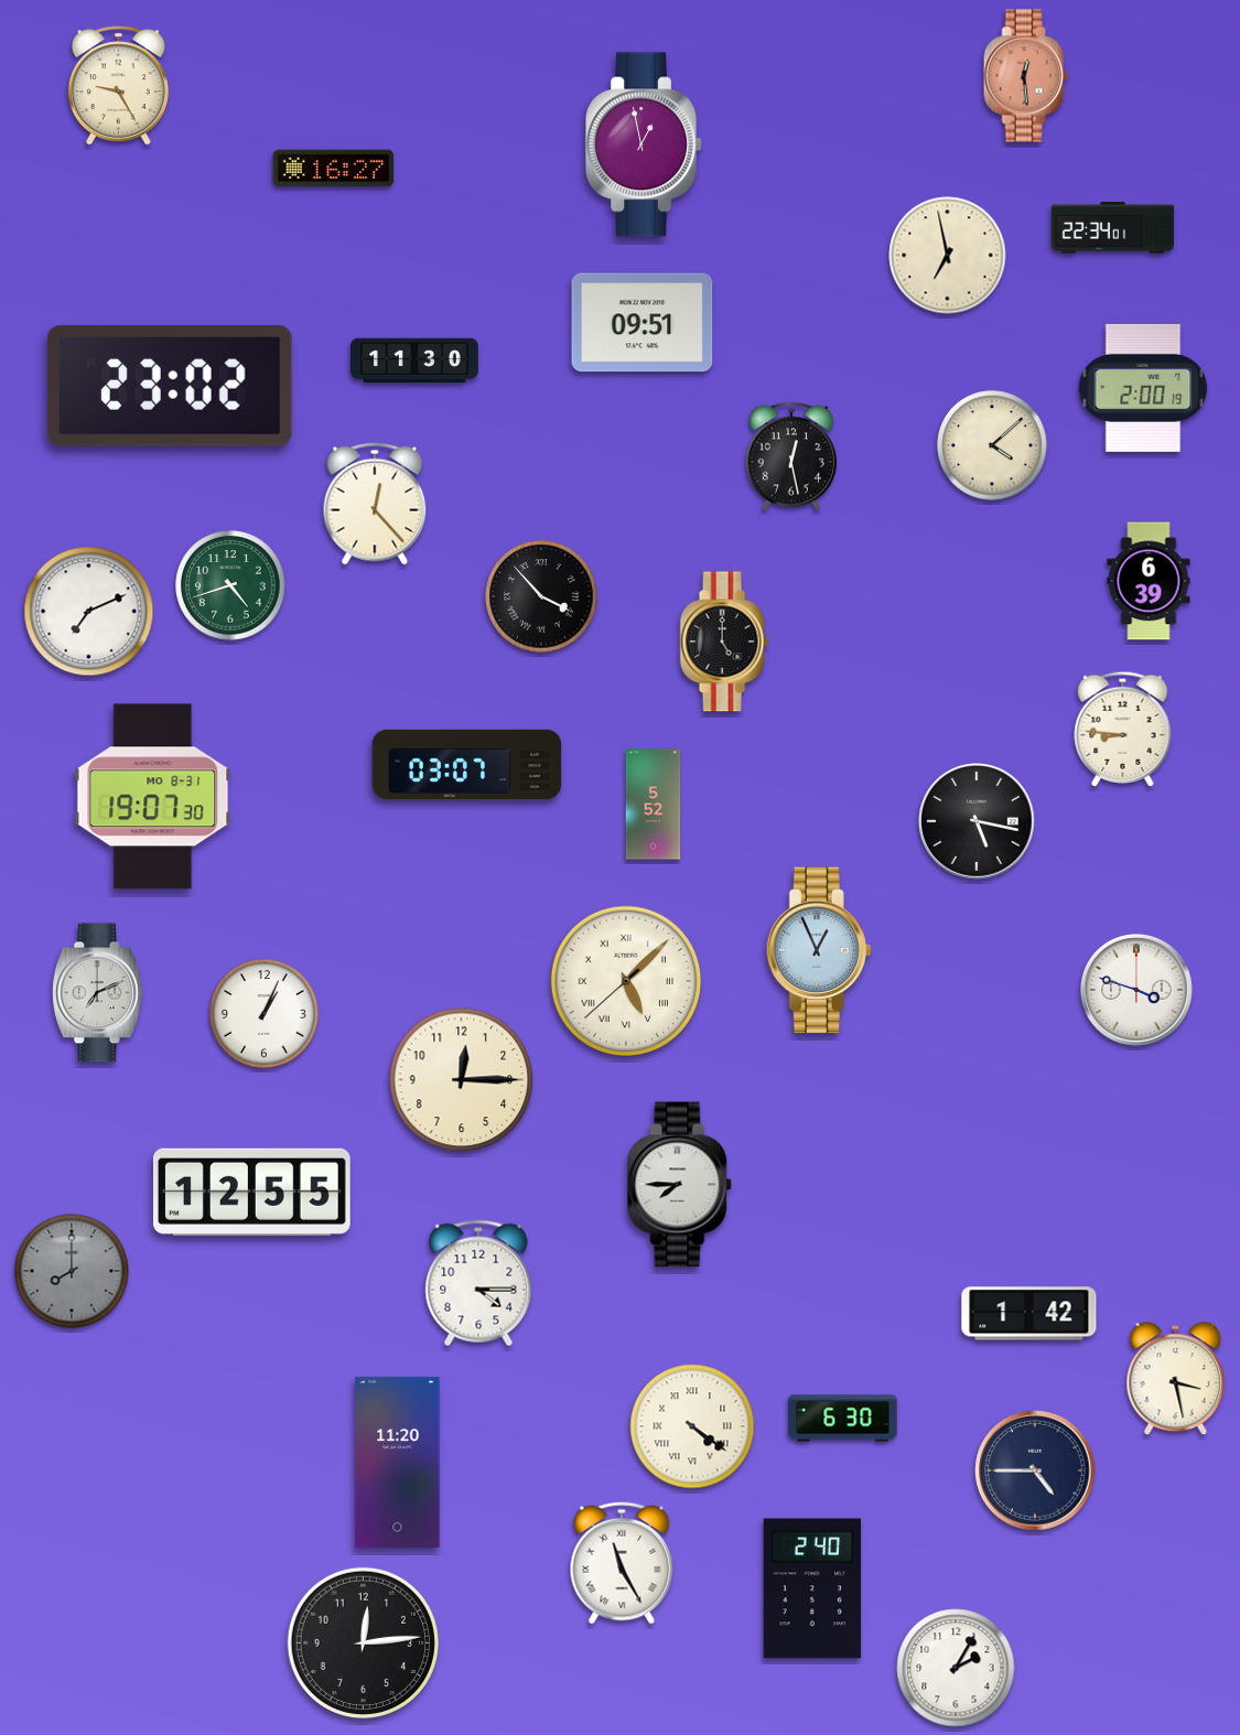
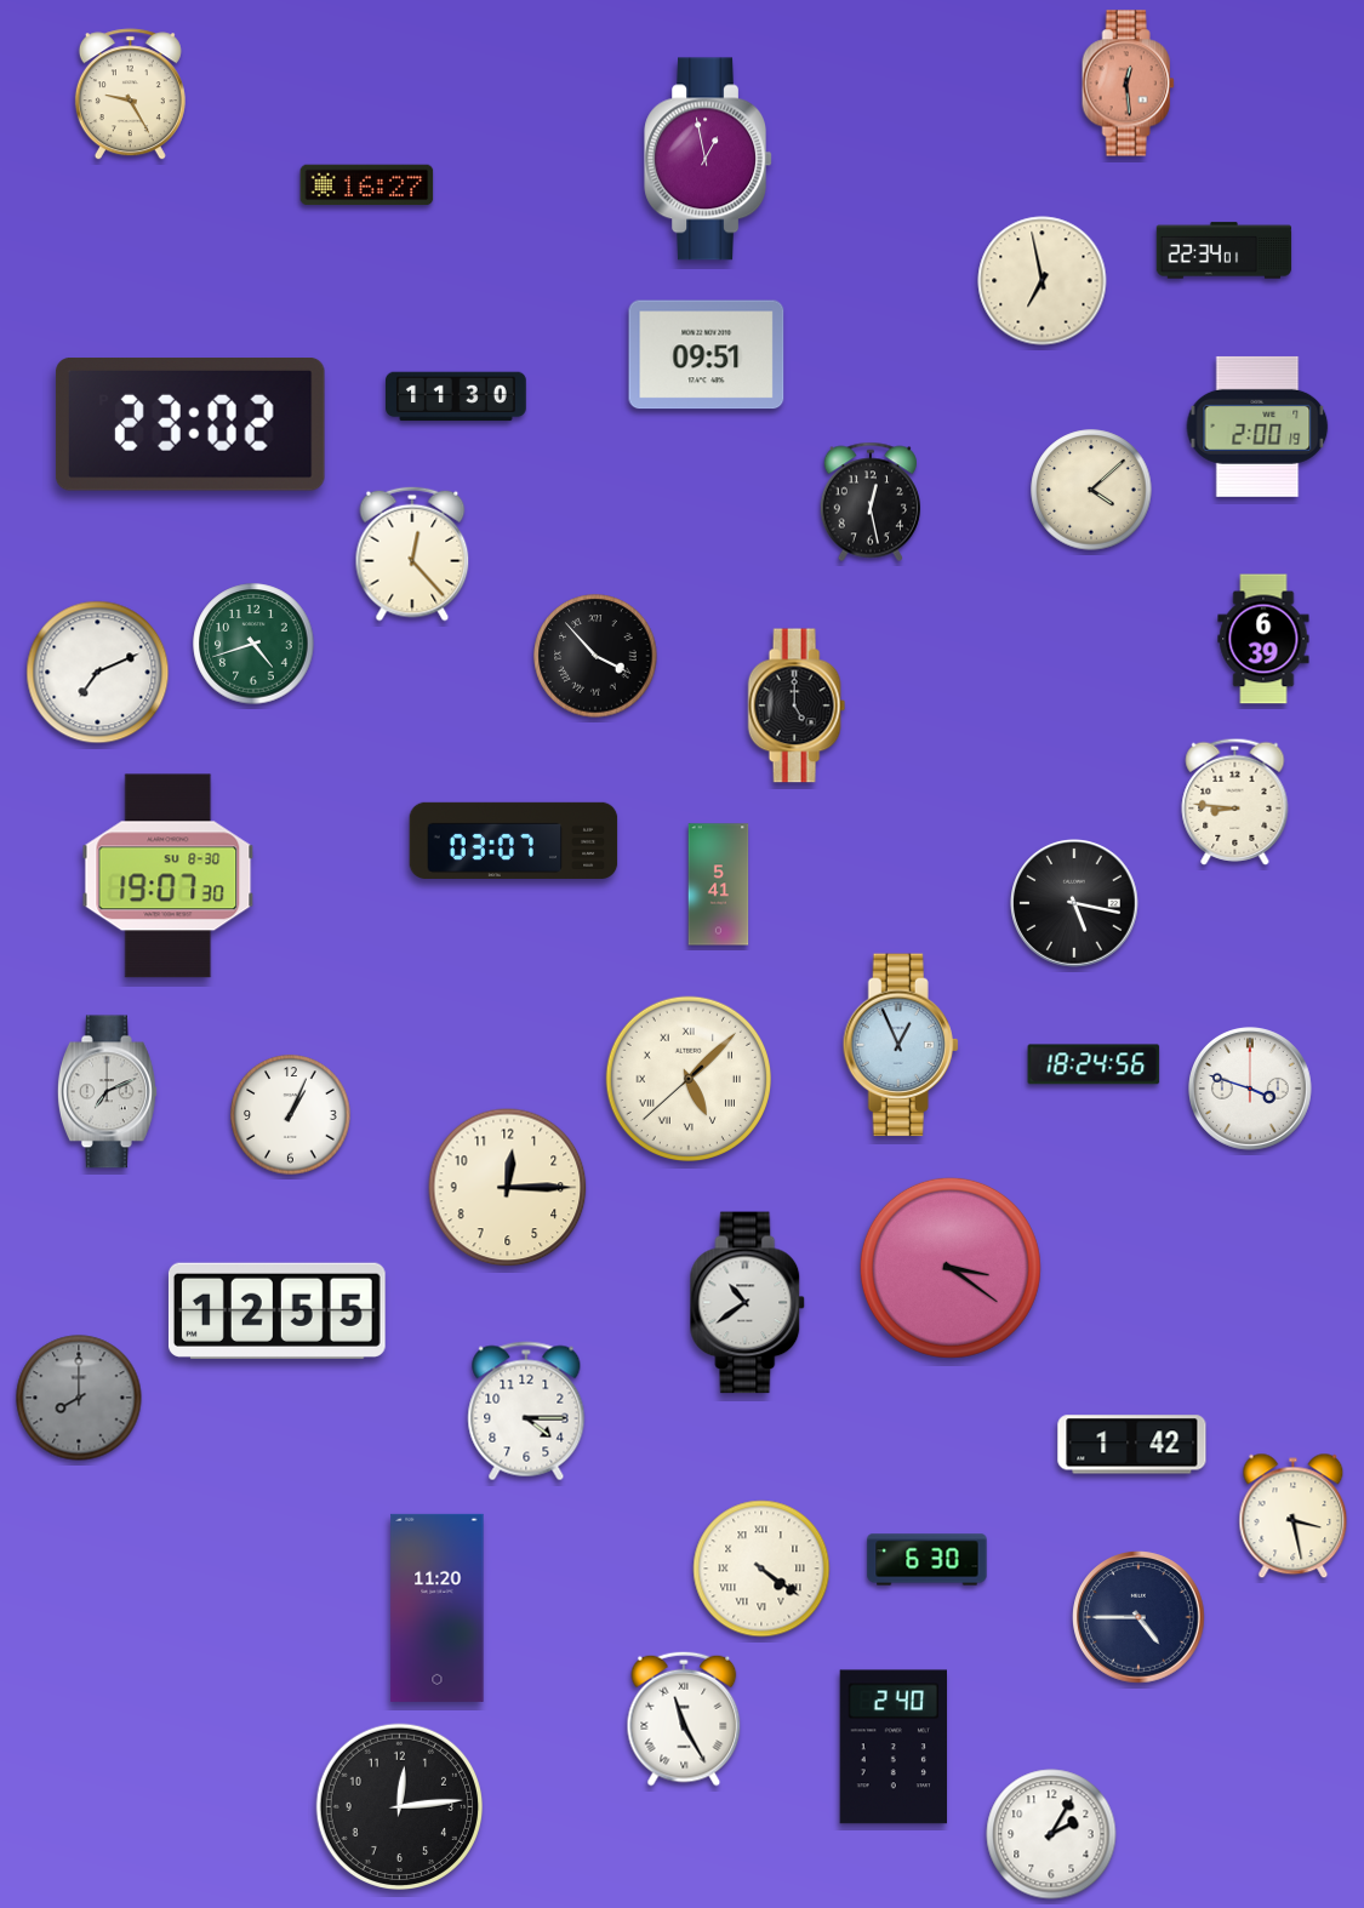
clock at (170, 387) position: (170, 387) -> (190, 425)
clock at (153, 797) date: MO 8-31 -> SU 8-30
clock at (654, 805): 5:52 -> 5:41
clock at (1094, 1064): none -> 18:24
clock at (951, 1268): none -> 3:21
clock at (680, 1185): 7:45 -> 10:39
